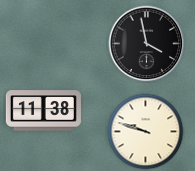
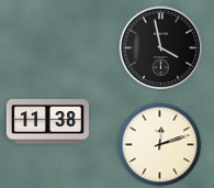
clock at (146, 132): 9:48 -> 12:12
